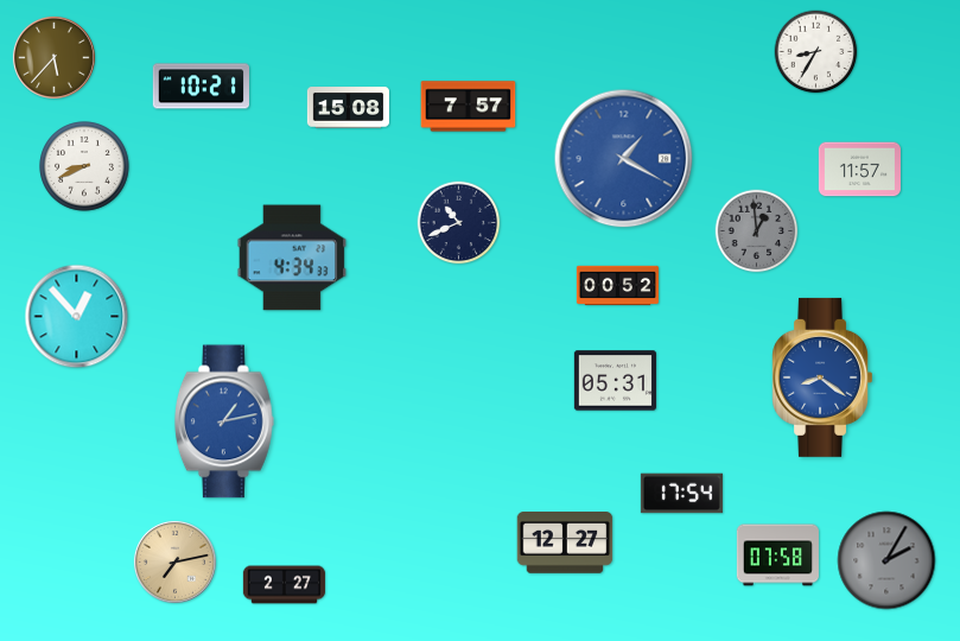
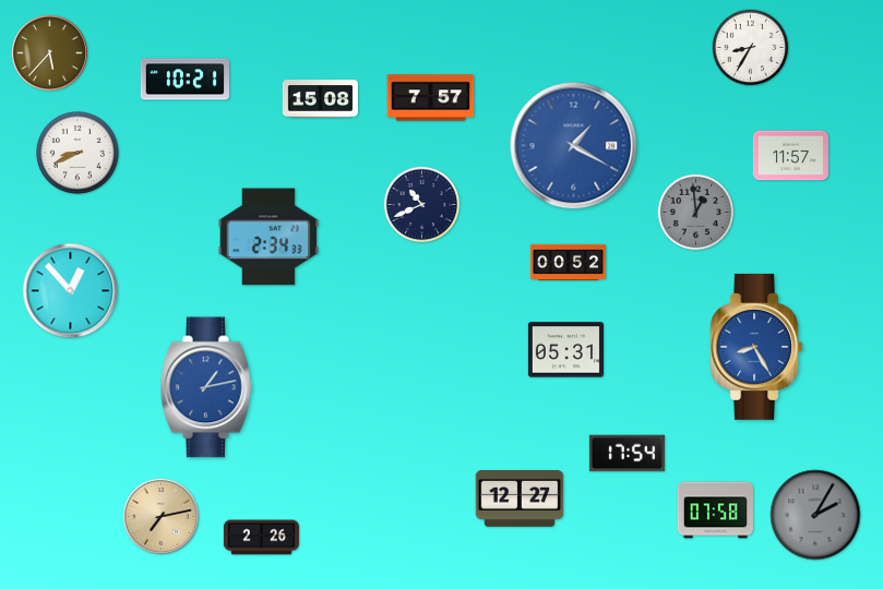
clock at (292, 258): 4:34 -> 2:34
clock at (821, 377): 8:21 -> 8:25
clock at (284, 585): 2:27 -> 2:26
